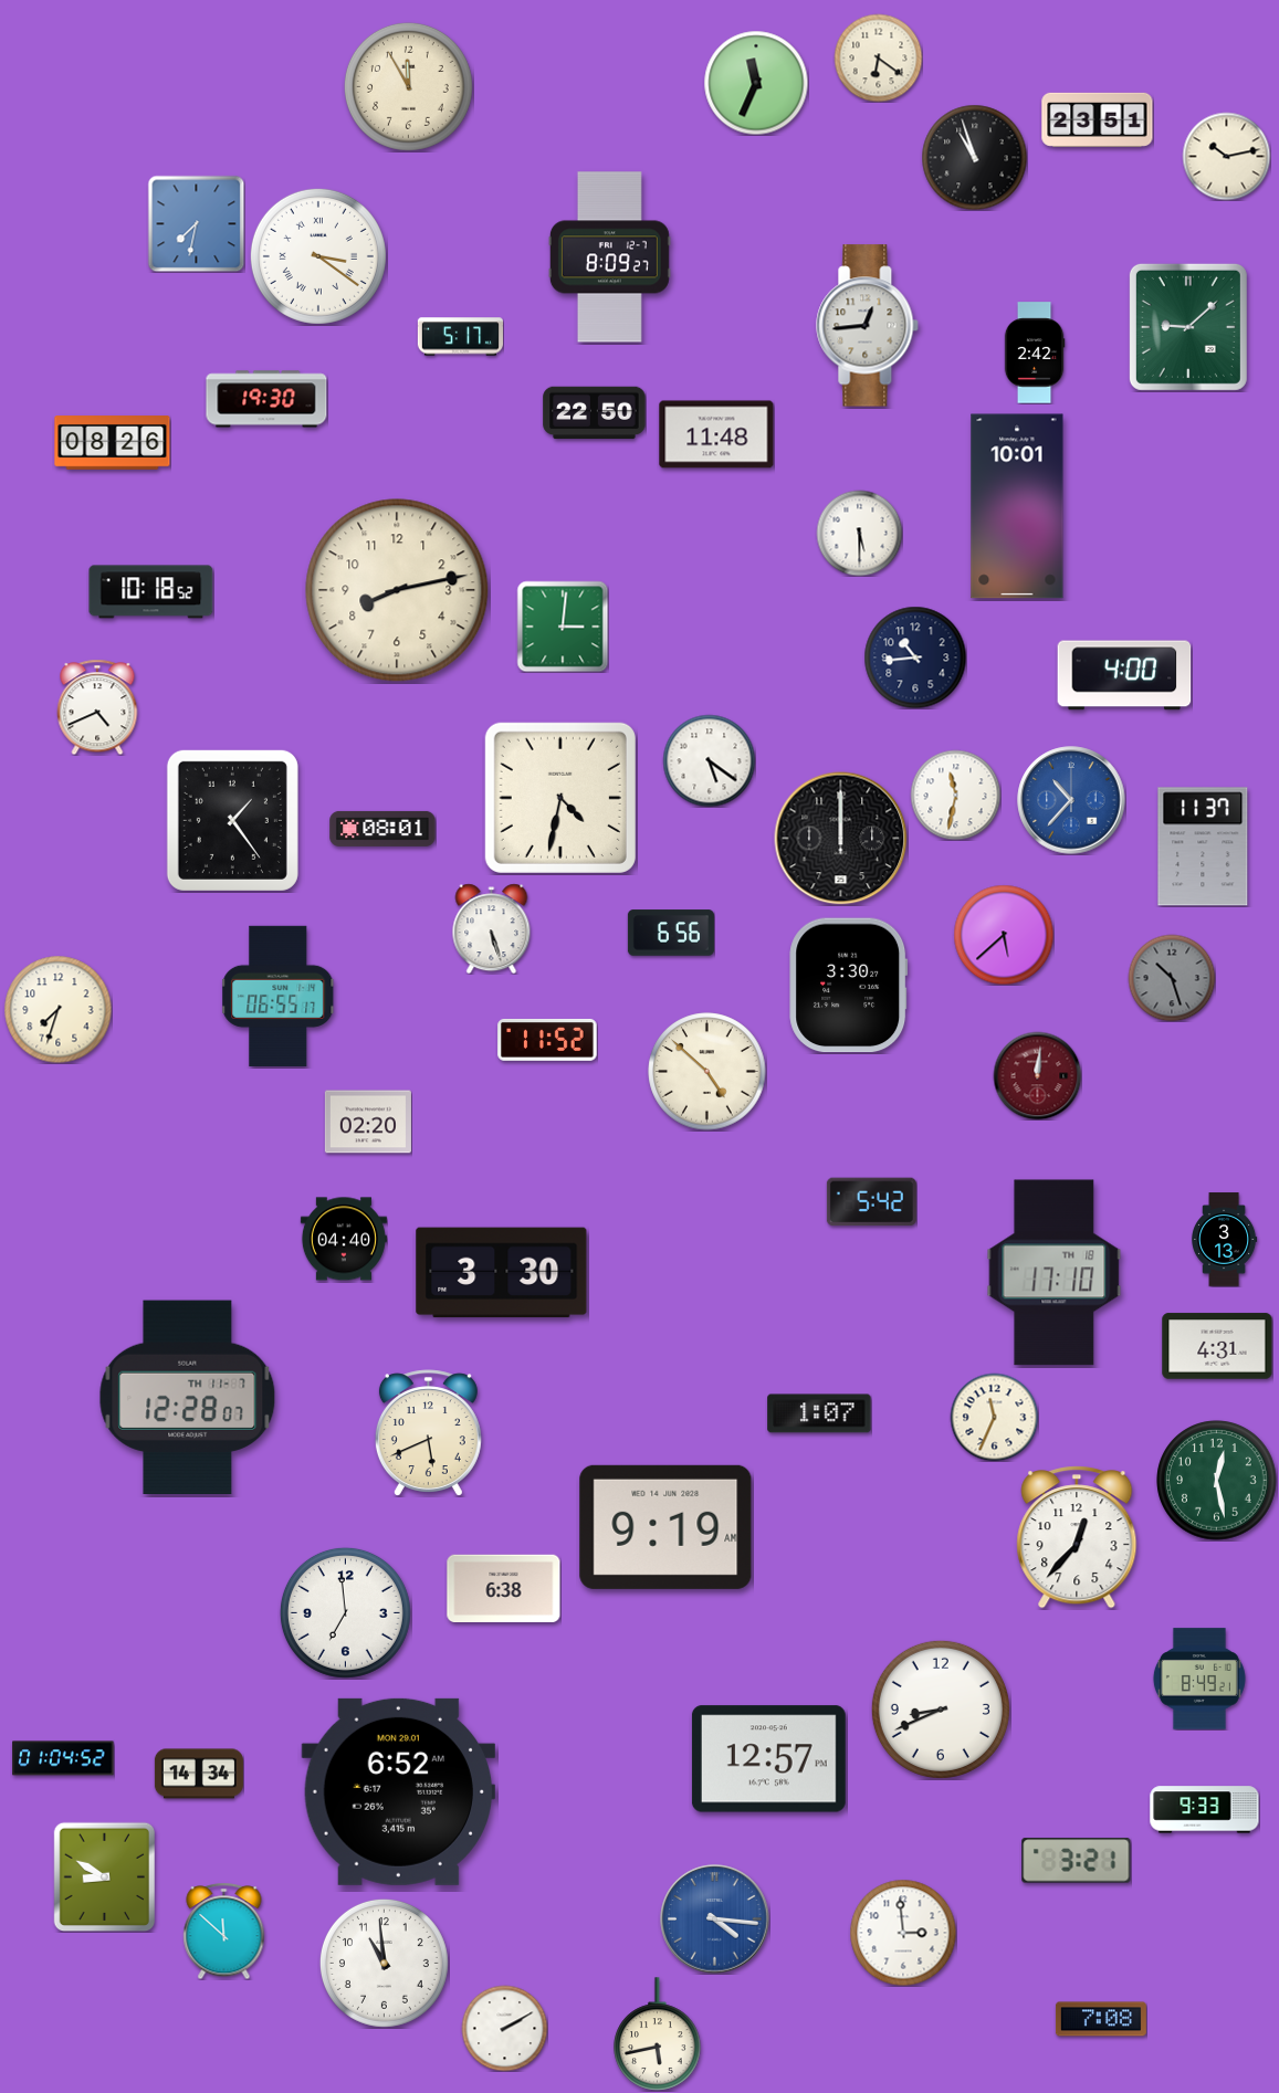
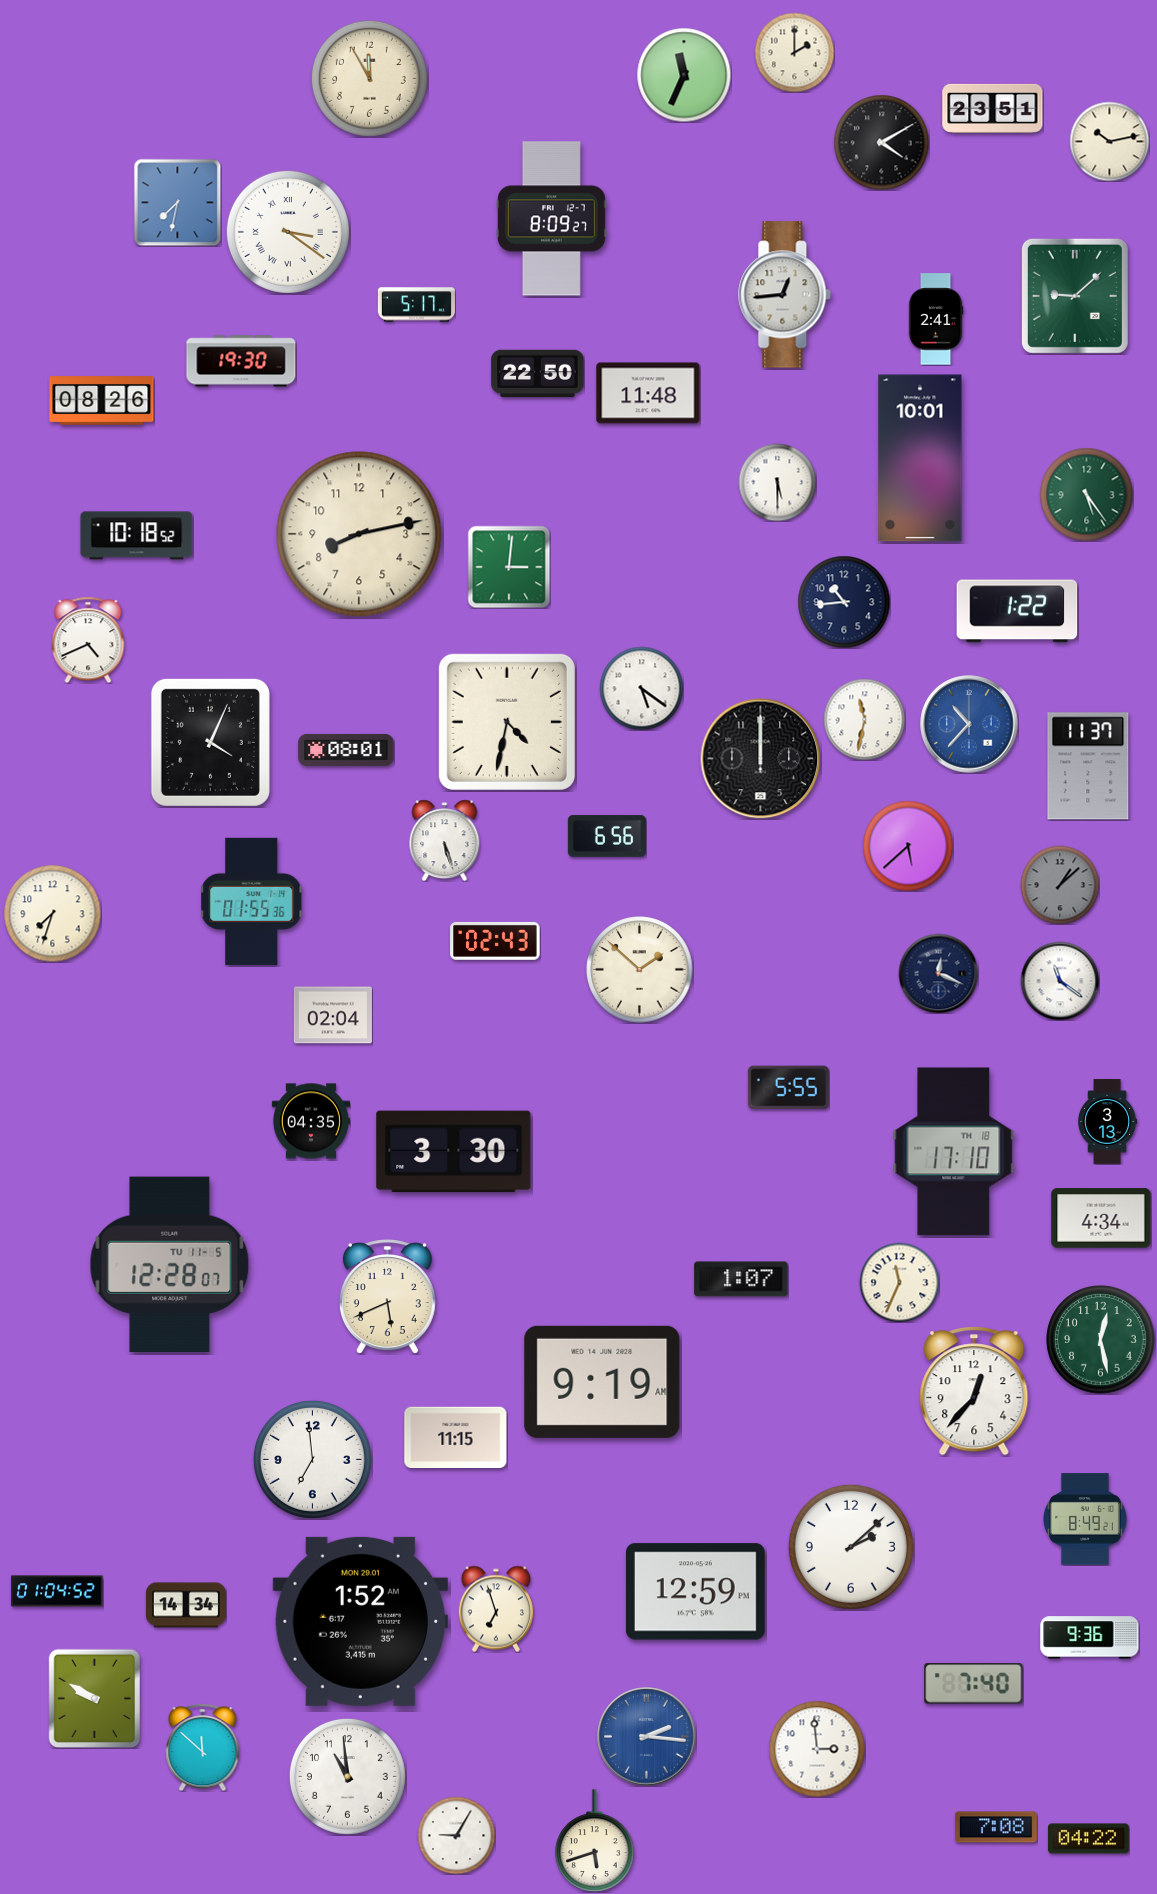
clock at (878, 57): 6:21 -> 2:00
clock at (974, 157): 10:57 -> 4:10
clock at (609, 257) position: (609, 257) -> (551, 219)
clock at (1035, 353): 2:42 -> 2:41
clock at (1086, 494): none -> 5:24
clock at (915, 658) position: (915, 658) -> (844, 602)
clock at (1124, 675): 4:00 -> 1:22
clock at (232, 820): 1:24 -> 4:04
clock at (671, 933) position: (671, 933) -> (607, 836)
clock at (1172, 978): 10:27 -> 1:08
clock at (849, 986): 3:30 -> none
clock at (279, 996): 06:55 -> 01:55
clock at (547, 1040): 11:52 -> 02:43
clock at (707, 1072): 4:52 -> 1:52
clock at (1037, 1075): 12:01 -> 12:19
clock at (1037, 1075) dial: burgundy -> navy
clock at (1060, 981): none -> 11:21
clock at (368, 1122): 02:20 -> 02:04
clock at (871, 1202): 5:42 -> 5:55
clock at (344, 1239): 04:40 -> 04:35
clock at (1217, 1346): 4:31 -> 4:34
clock at (188, 1397) date: TH 11-7 -> TU 11-5
clock at (504, 1589): 6:38 -> 11:15
clock at (941, 1710): 8:41 -> 2:08
clock at (768, 1759): 12:57 -> 12:59
clock at (199, 1774) position: (199, 1774) -> (186, 1605)
clock at (495, 1609): none -> 6:57
clock at (398, 1791): 6:52 -> 1:52
clock at (1205, 1810): 9:33 -> 9:36
clock at (1077, 1861): 3:21 -> 7:40
clock at (104, 1876): 8:50 -> 9:50
clock at (715, 1920): 4:16 -> 2:16
clock at (504, 2028): 2:10 -> 9:05
clock at (1088, 1839): none -> 04:22
clock at (658, 2034): 5:43 -> 5:42
